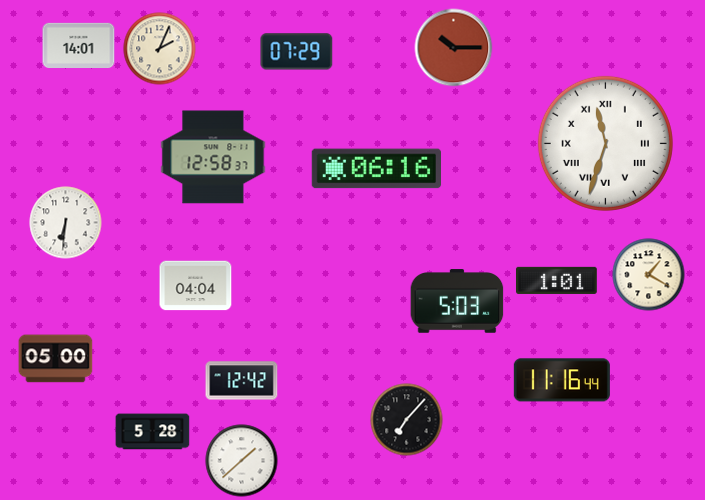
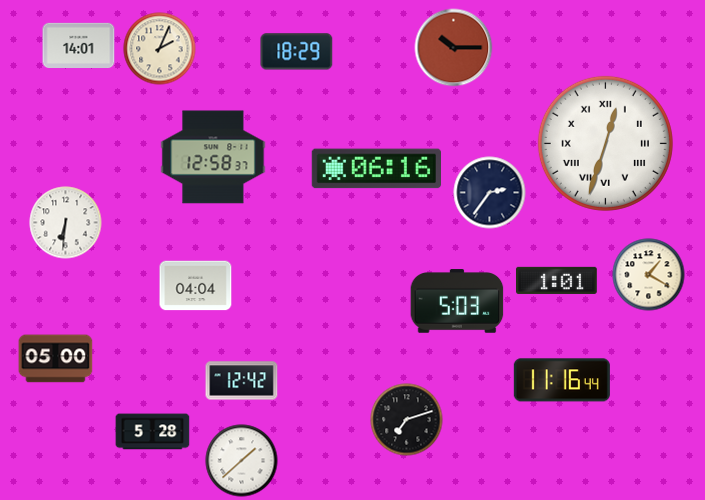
clock at (297, 52): 07:29 -> 18:29
clock at (605, 143): 11:33 -> 12:33
clock at (490, 193): none -> 2:36
clock at (407, 420): 7:07 -> 7:12
